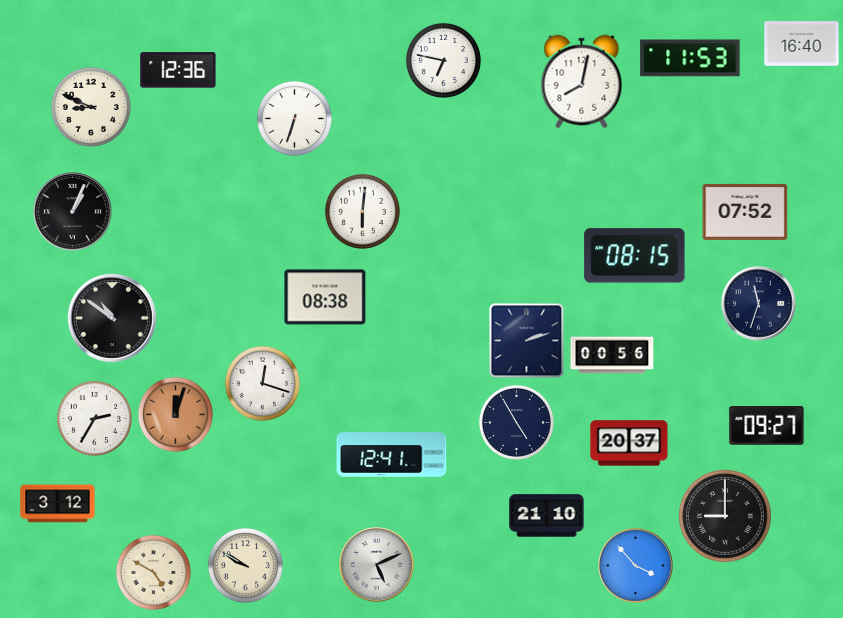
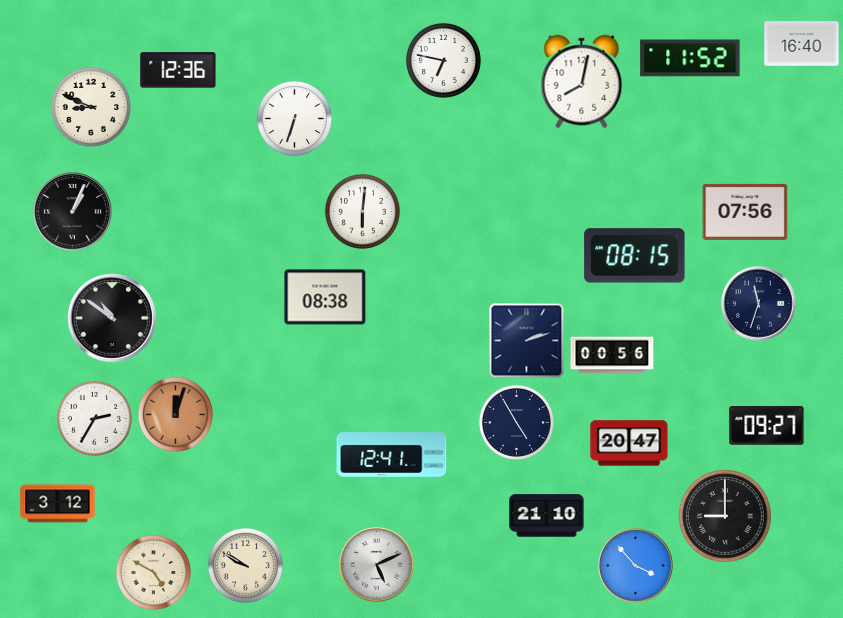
clock at (690, 58): 11:53 -> 11:52
clock at (745, 212): 07:52 -> 07:56
clock at (262, 383): 12:18 -> none
clock at (629, 443): 20:37 -> 20:47
